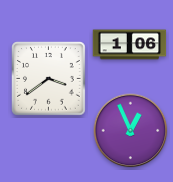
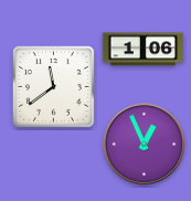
clock at (49, 79): 3:39 -> 11:39
